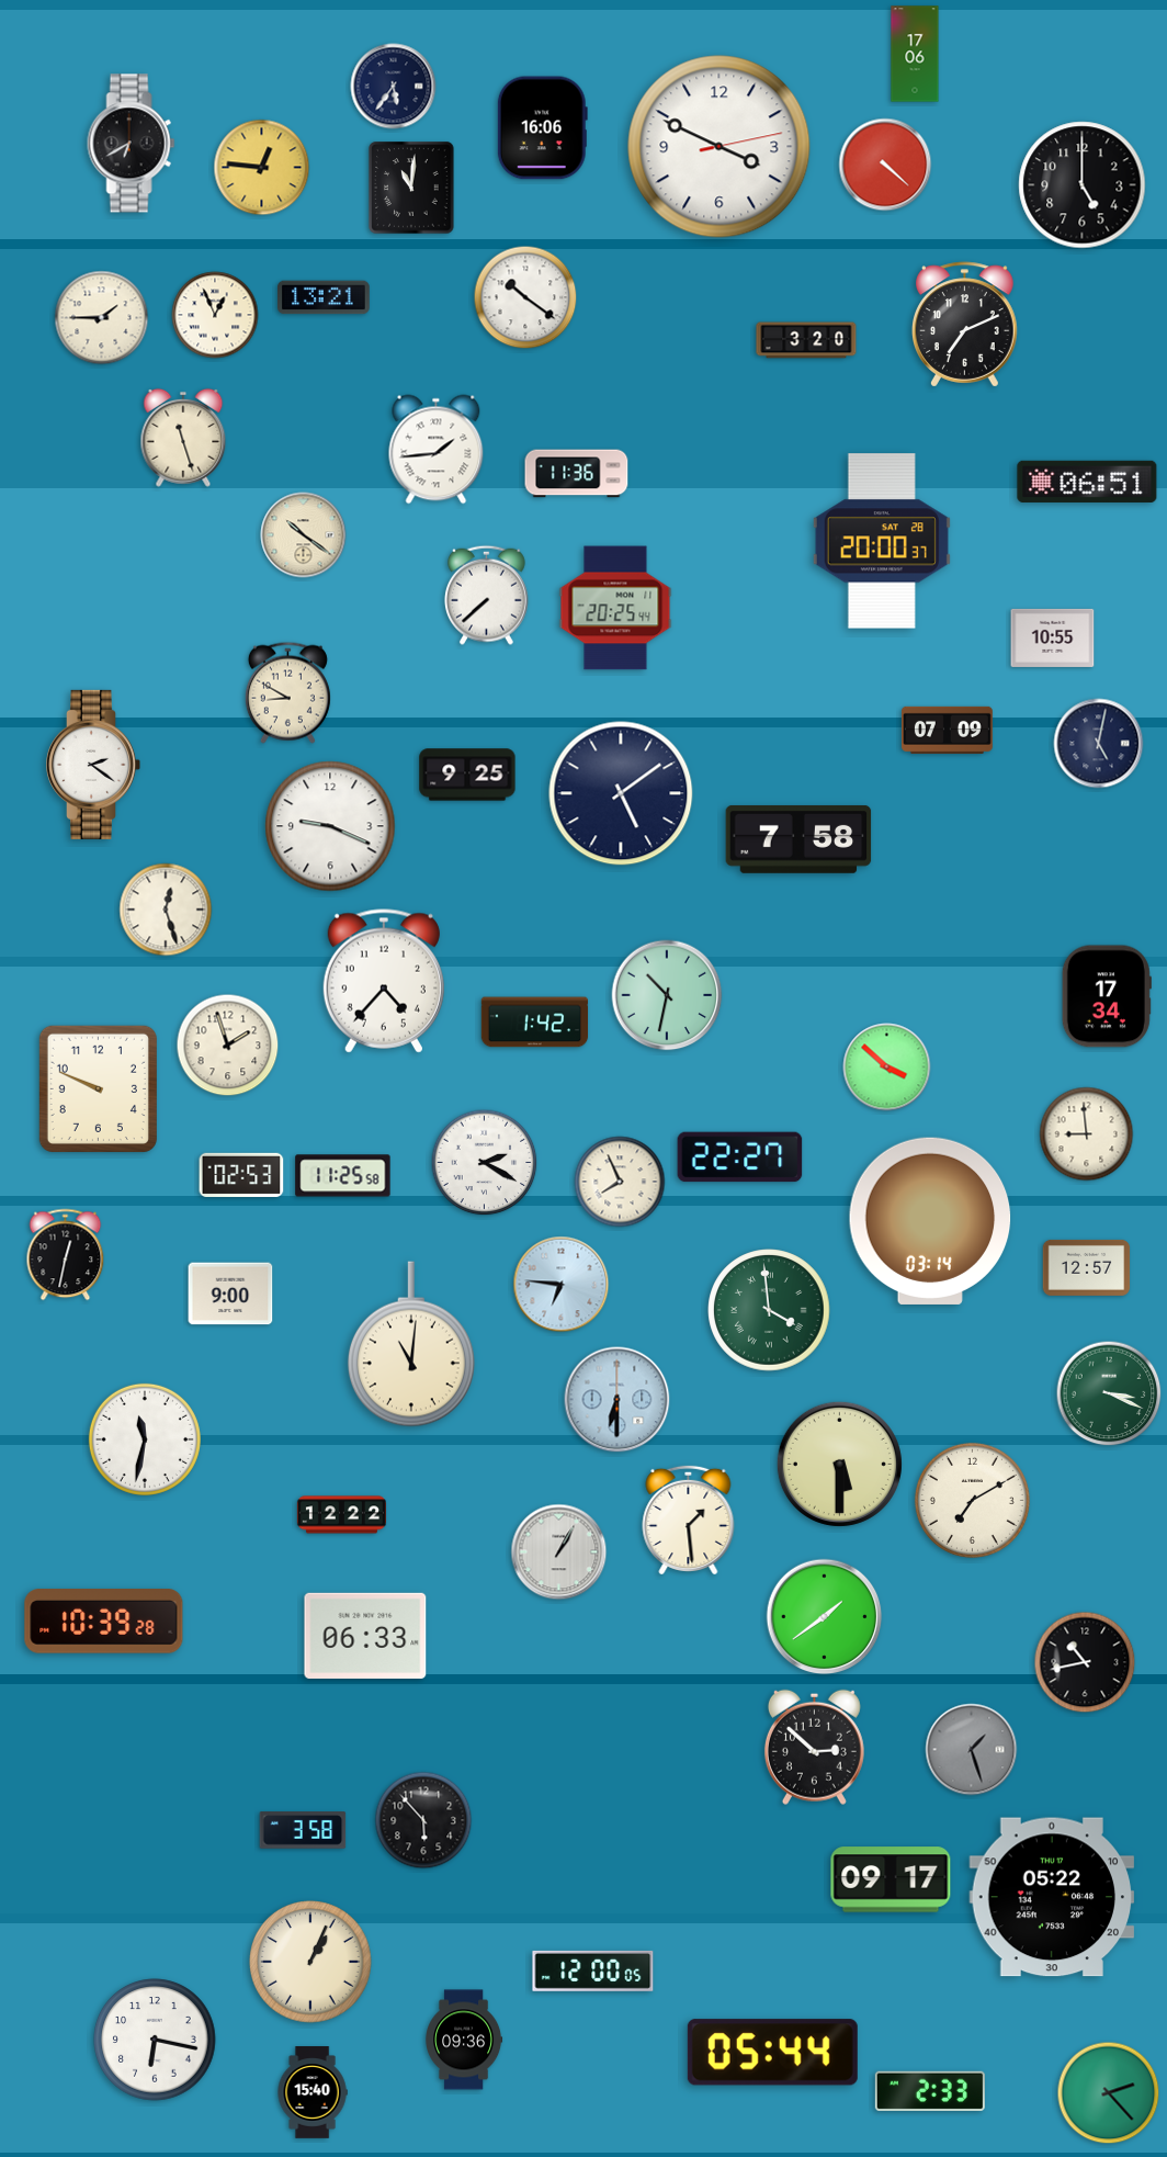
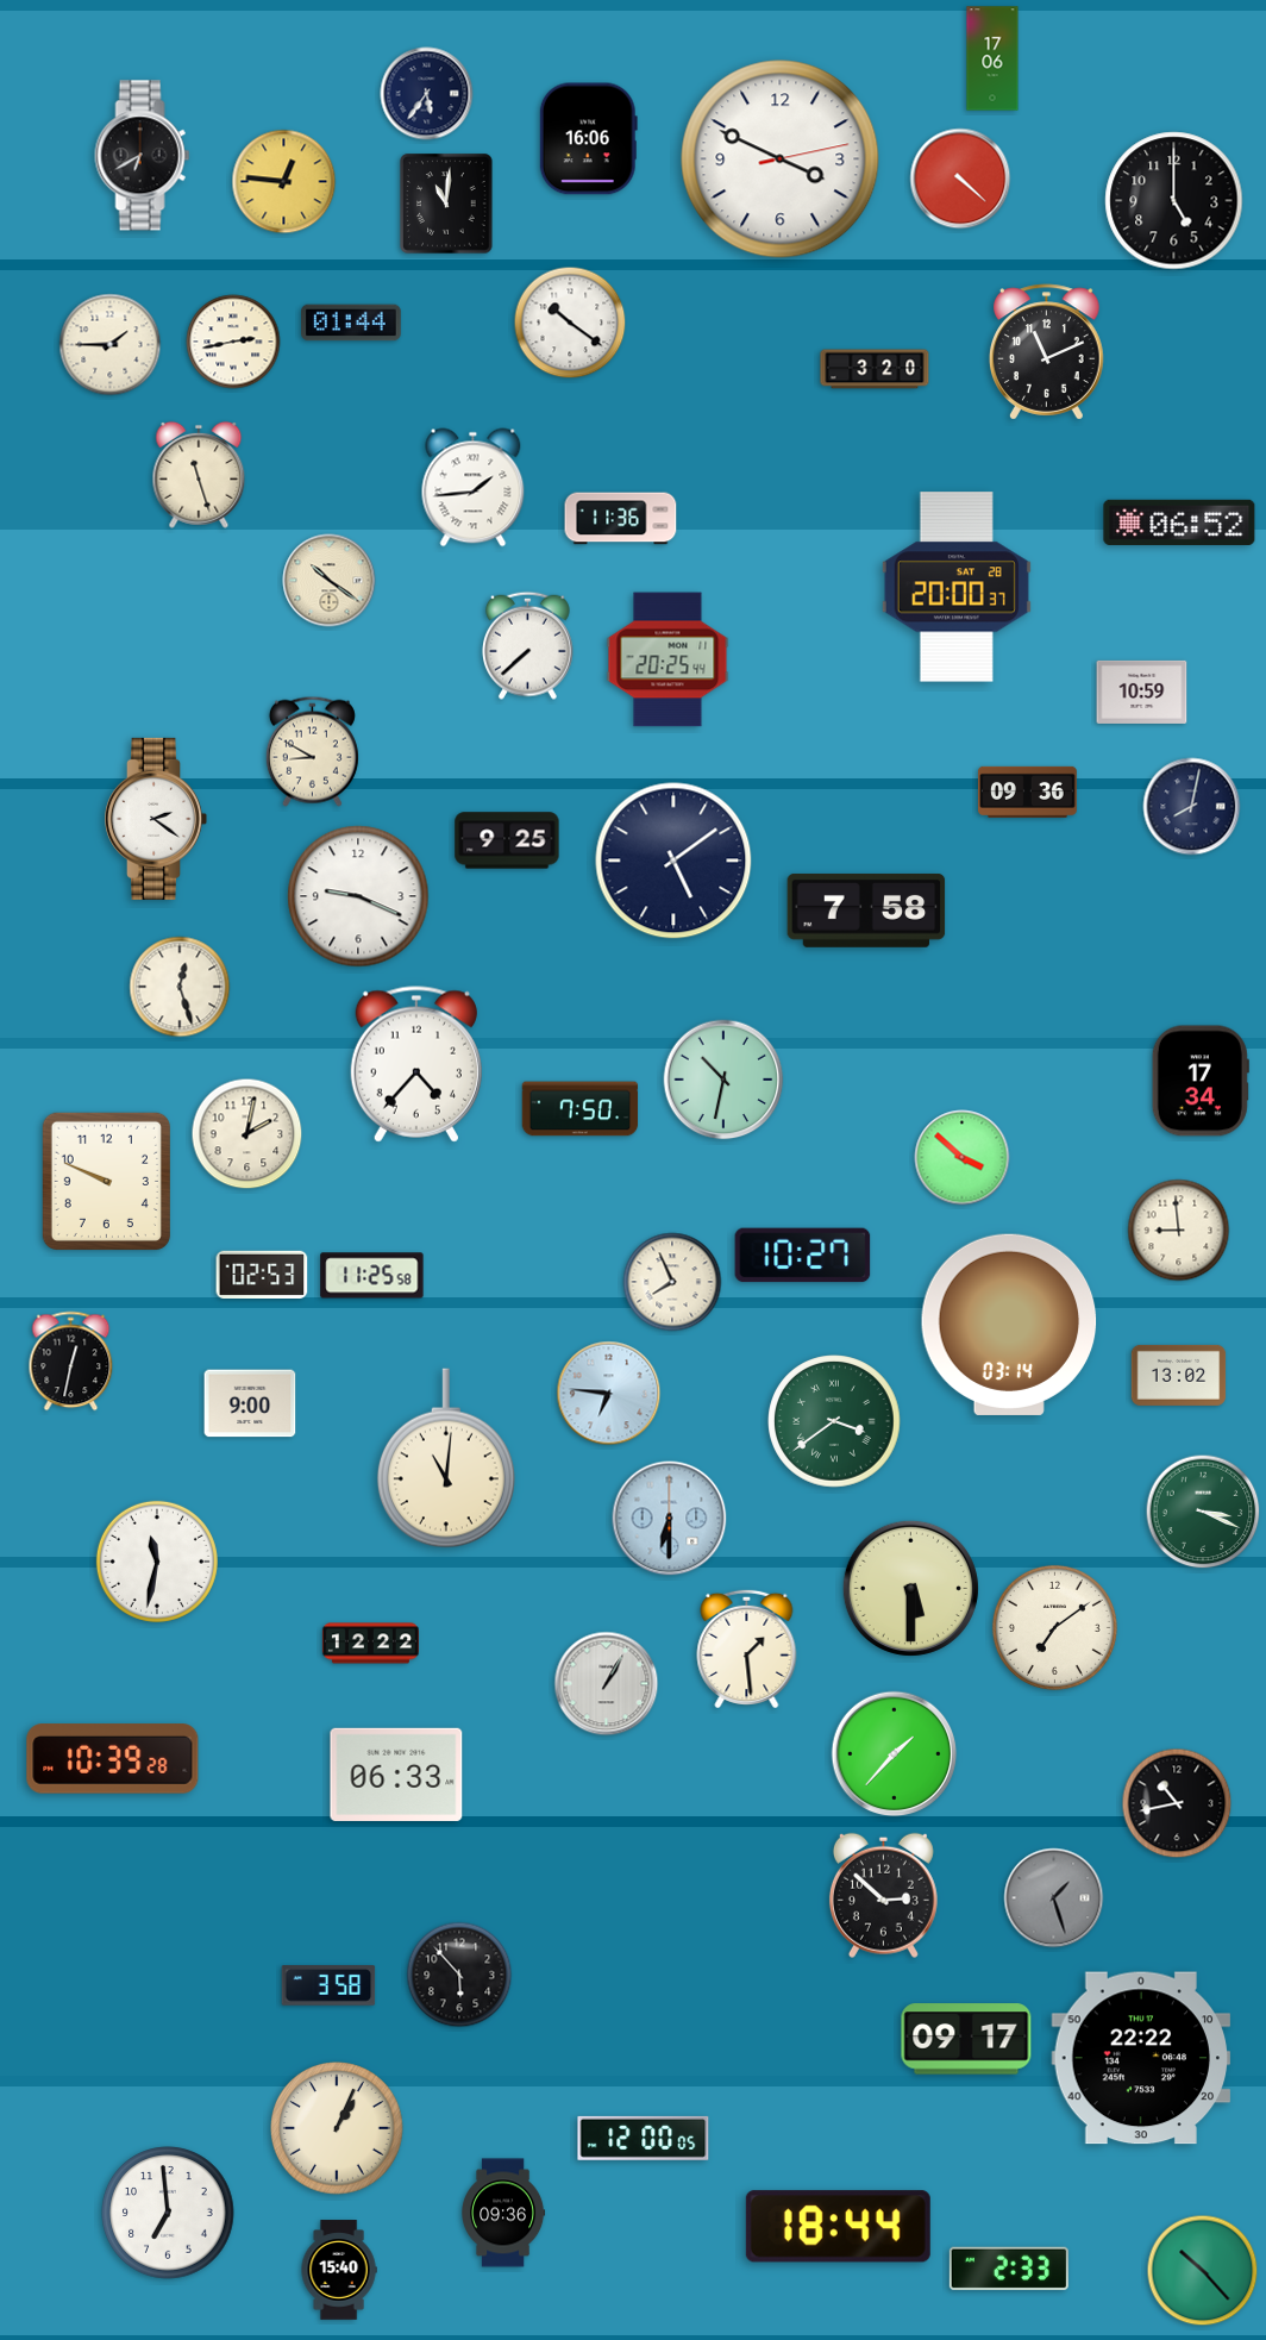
clock at (325, 297): 13:21 -> 01:44
clock at (215, 315): 12:56 -> 2:43
clock at (965, 325): 7:11 -> 11:11
clock at (577, 474) position: (577, 474) -> (621, 519)
clock at (1087, 482): 06:51 -> 06:52
clock at (1053, 637): 10:55 -> 10:59
clock at (947, 730): 07:09 -> 09:36
clock at (1099, 744): 5:02 -> 8:02
clock at (93, 765) position: (93, 765) -> (156, 819)
clock at (535, 1023): 1:42 -> 7:50
clock at (228, 1046): 1:57 -> 2:02
clock at (740, 1157): 22:27 -> 10:27
clock at (485, 1163): 2:20 -> none
clock at (1087, 1267): 12:57 -> 13:02
clock at (769, 1310): 3:59 -> 3:39
clock at (972, 1500): 7:10 -> 7:09
clock at (825, 1617): 1:39 -> 1:37
clock at (1052, 1897): 05:22 -> 22:22
clock at (155, 2040): 6:17 -> 6:59
clock at (772, 2053): 05:44 -> 18:44
clock at (1109, 2093): 2:23 -> 10:23
